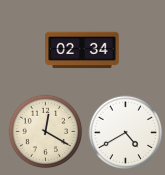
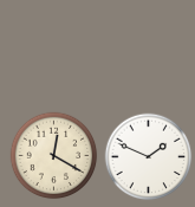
clock at (82, 50): 02:34 -> none
clock at (126, 133): 4:40 -> 1:49
